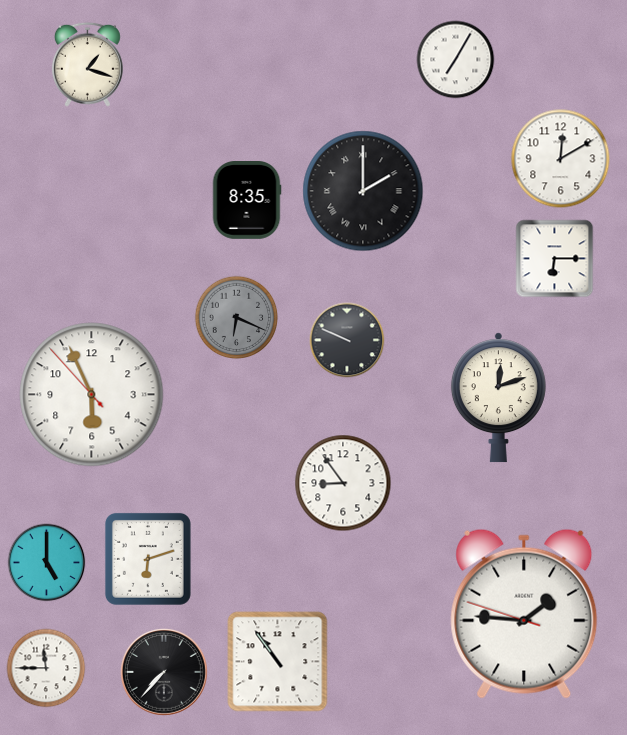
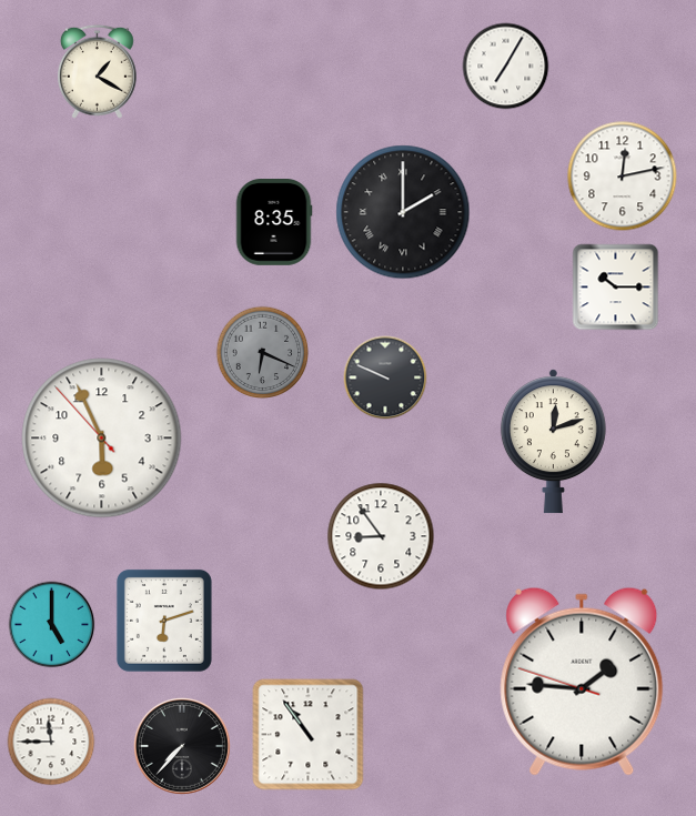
clock at (87, 64): 1:18 -> 1:20
clock at (561, 159): 12:10 -> 12:13
clock at (555, 259): 6:15 -> 10:15
